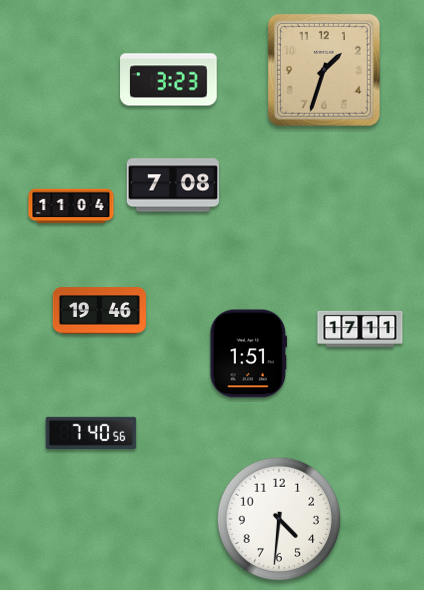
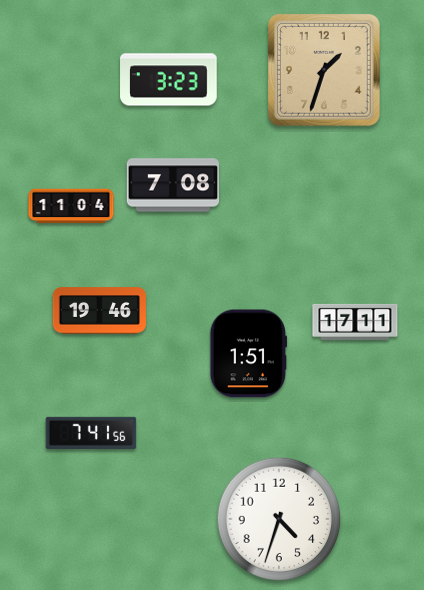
clock at (360, 329) position: (360, 329) -> (355, 322)
clock at (91, 433): 7:40 -> 7:41
clock at (279, 519): 4:31 -> 4:33
